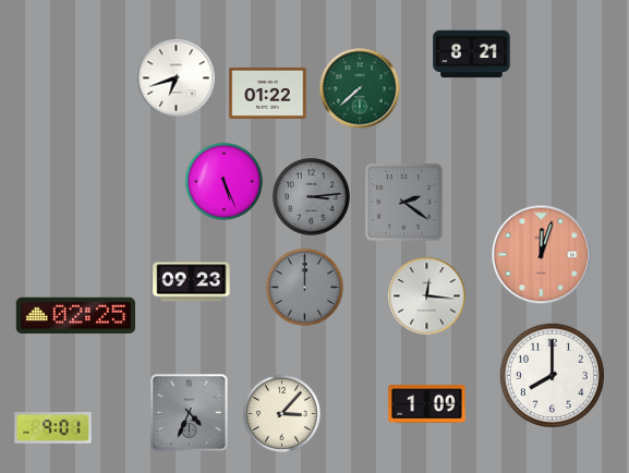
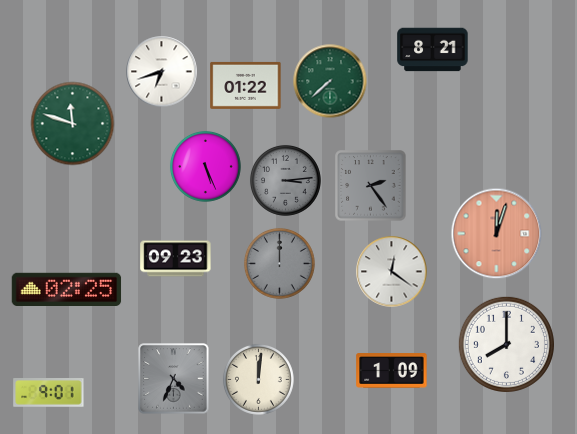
clock at (73, 124): none -> 11:48
clock at (404, 203): 2:21 -> 2:24
clock at (427, 296): 12:16 -> 12:21
clock at (76, 316) position: (76, 316) -> (67, 290)
clock at (281, 413): 3:07 -> 12:01
